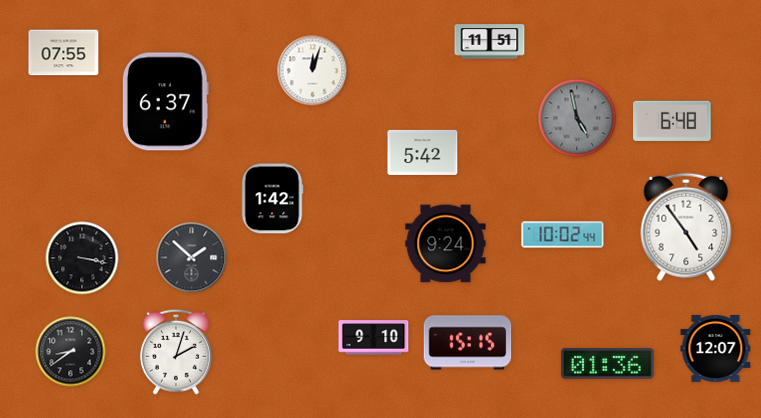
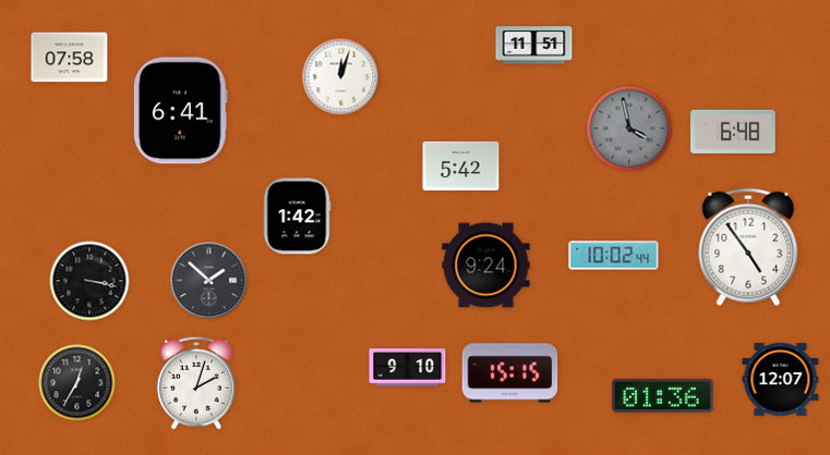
clock at (64, 53): 07:55 -> 07:58
clock at (165, 102): 6:37 -> 6:41
clock at (577, 118): 4:58 -> 3:58
clock at (71, 352): 8:39 -> 12:35
clock at (176, 352) position: (176, 352) -> (196, 383)
